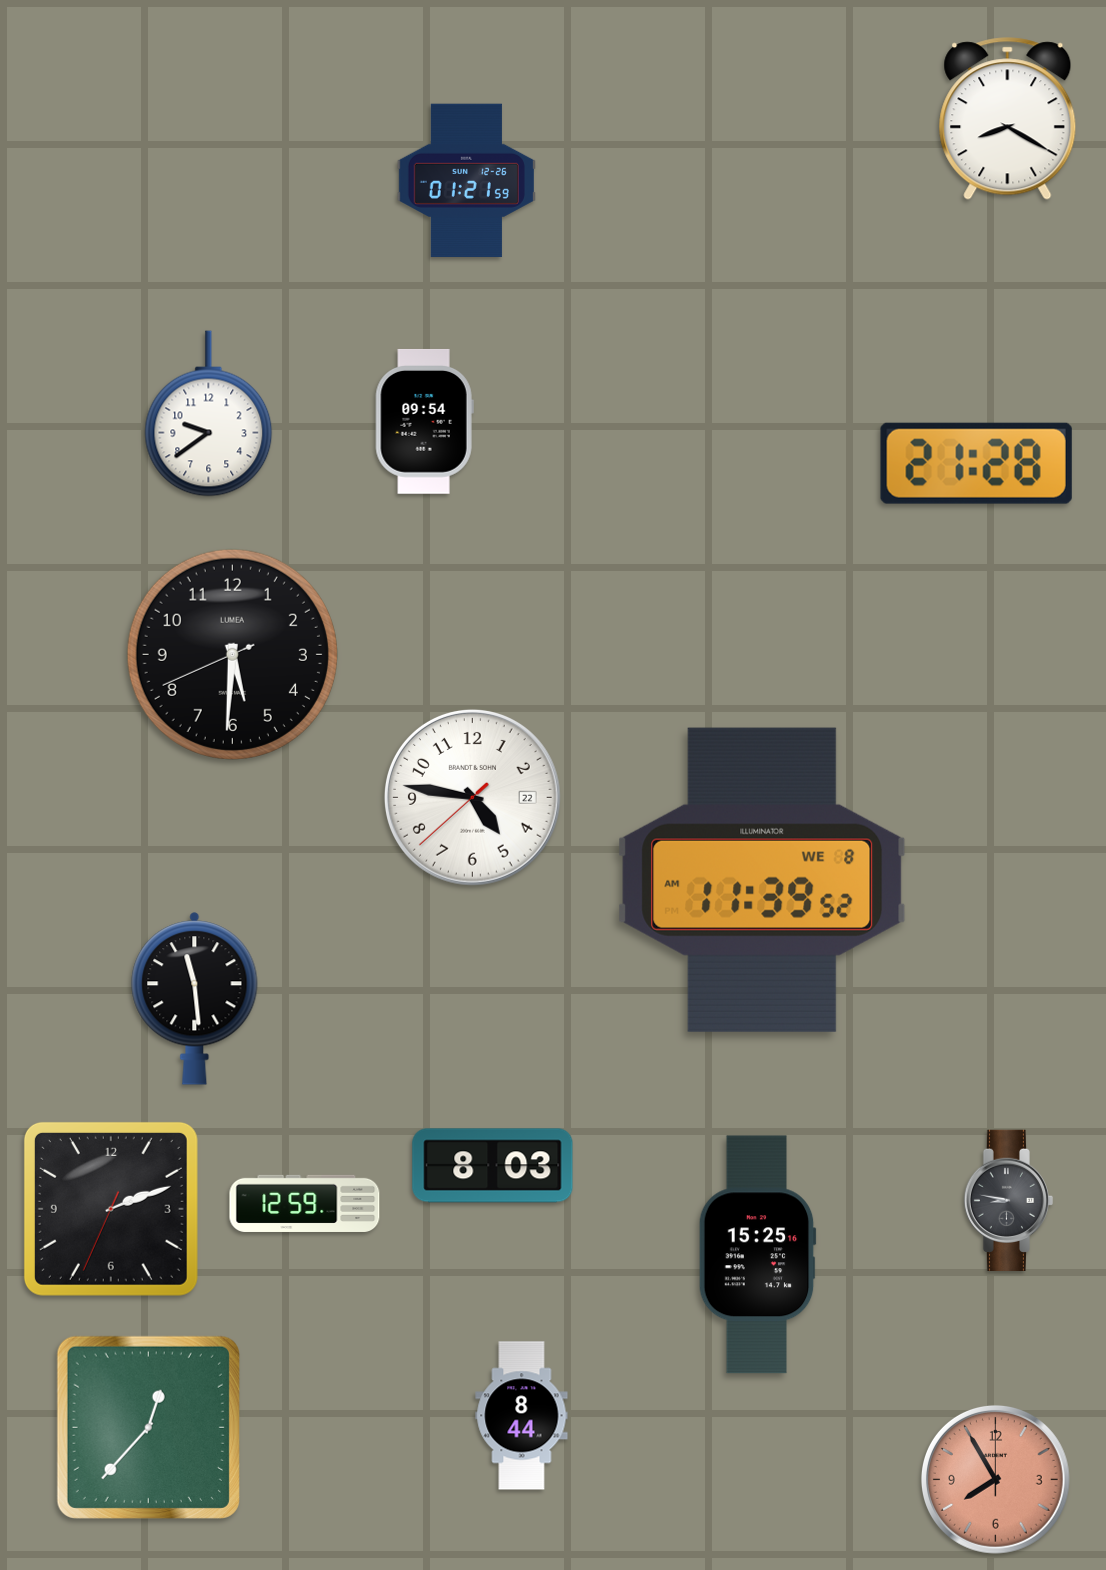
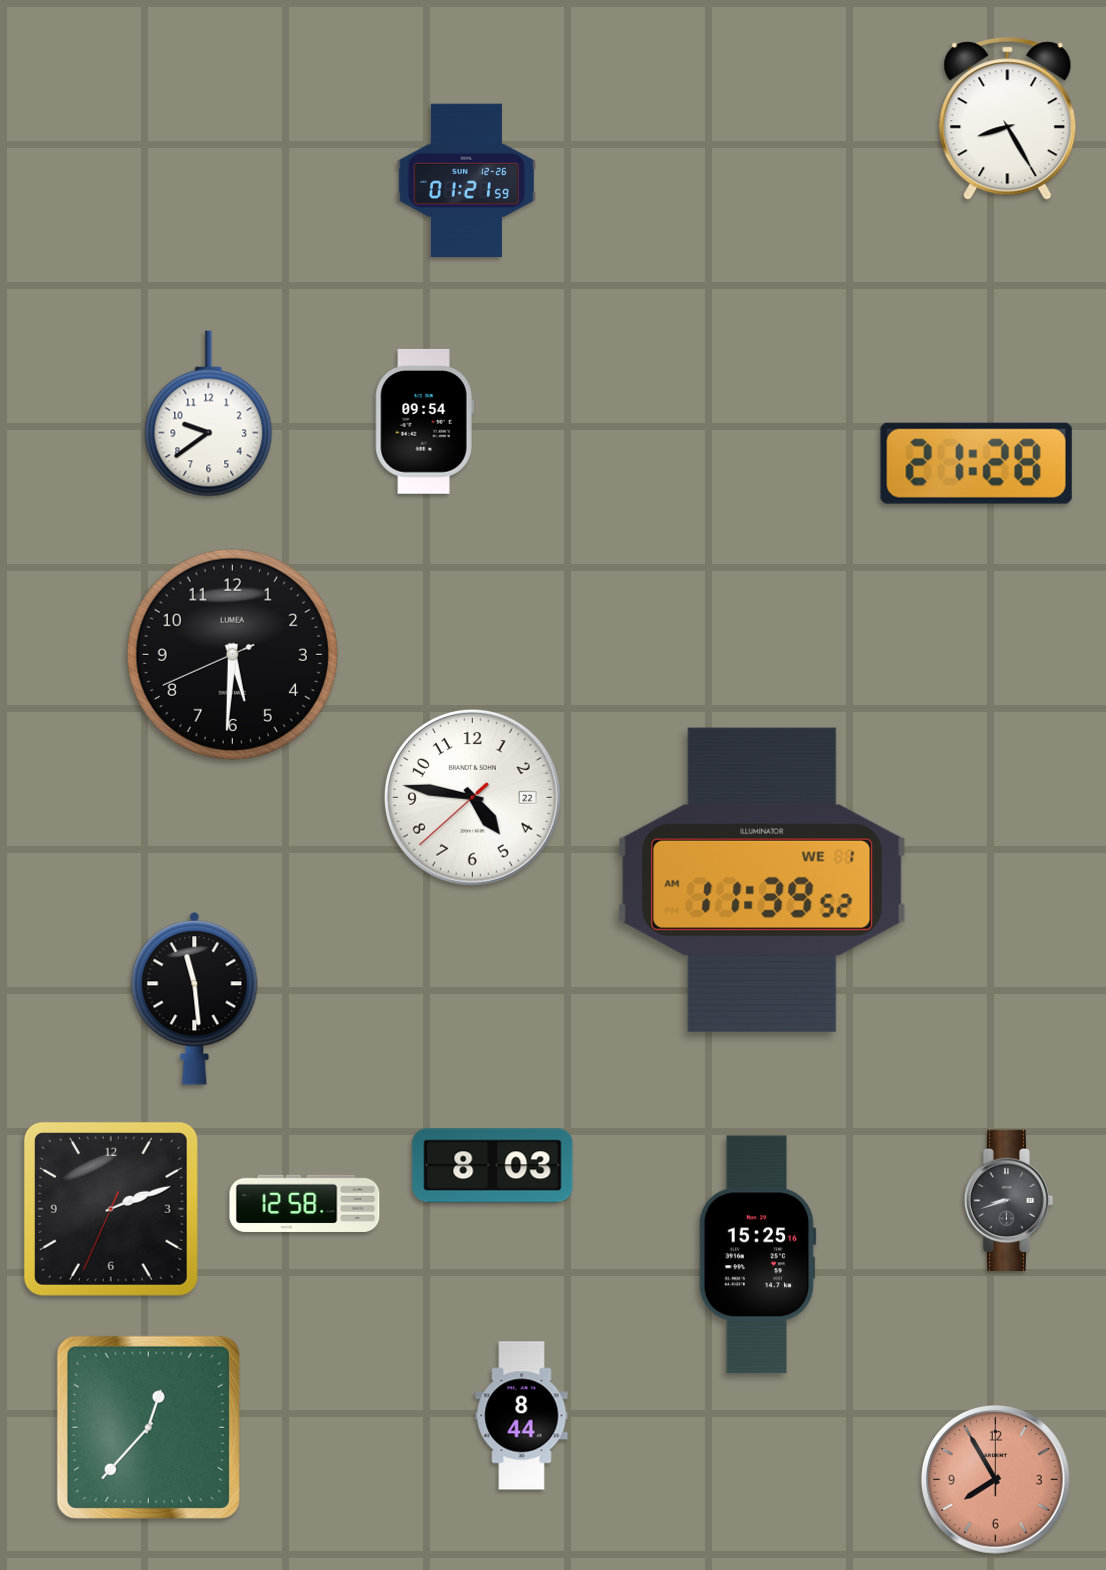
clock at (1008, 119): 8:20 -> 8:25
clock at (762, 880) date: WE 8 -> WE 1
clock at (1009, 1200): 8:47 -> 8:42
clock at (305, 1203): 12:59 -> 12:58
